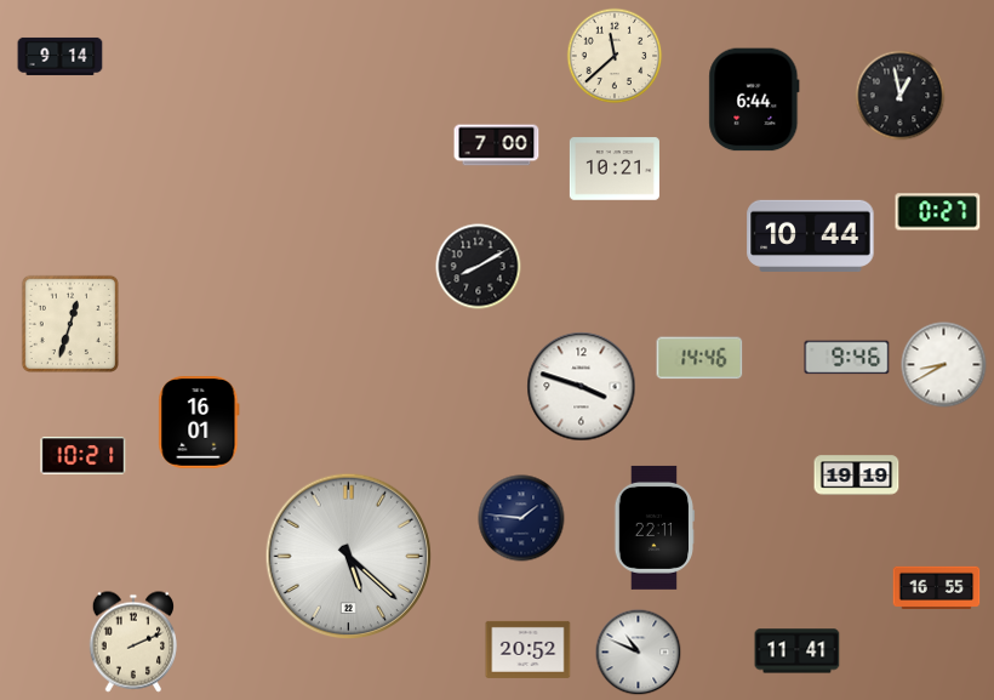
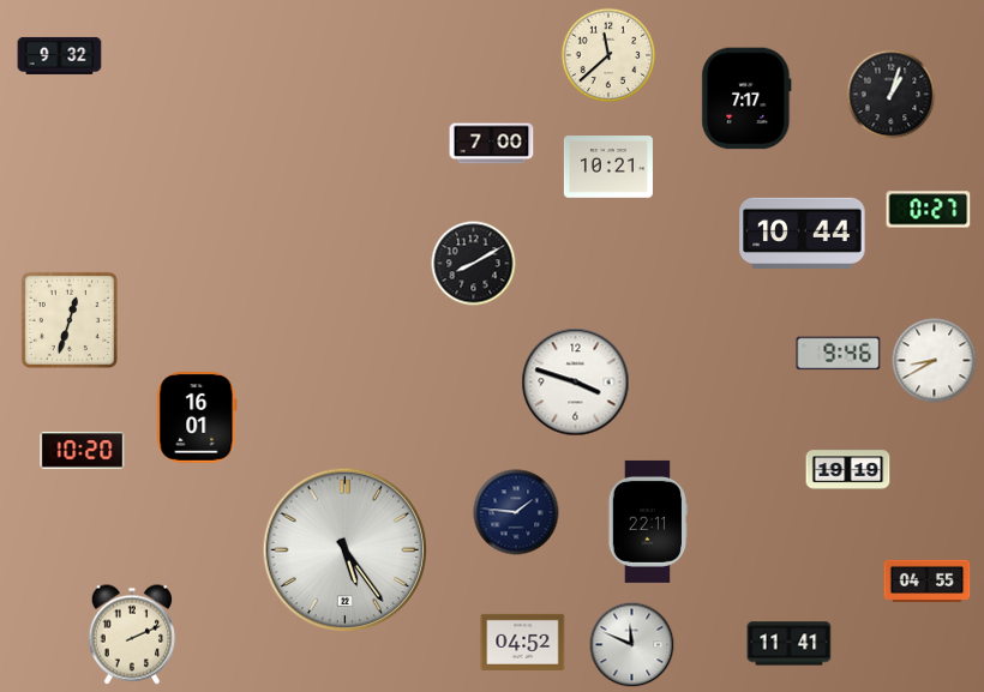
clock at (61, 56): 9:14 -> 9:32
clock at (901, 96): 12:58 -> 1:03
clock at (754, 99): 6:44 -> 7:17
clock at (699, 358): 14:46 -> none
clock at (84, 456): 10:21 -> 10:20
clock at (349, 557): 5:22 -> 5:24
clock at (937, 587): 16:55 -> 04:55
clock at (529, 649): 20:52 -> 04:52
clock at (639, 653): 10:49 -> 11:49
